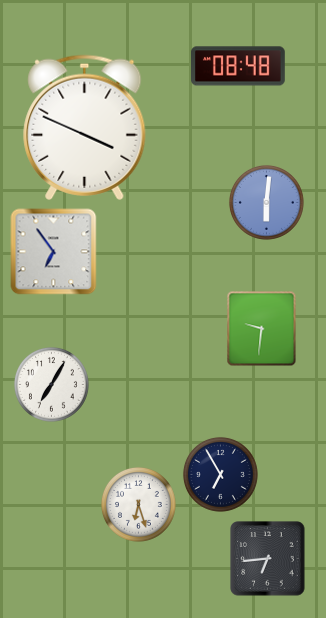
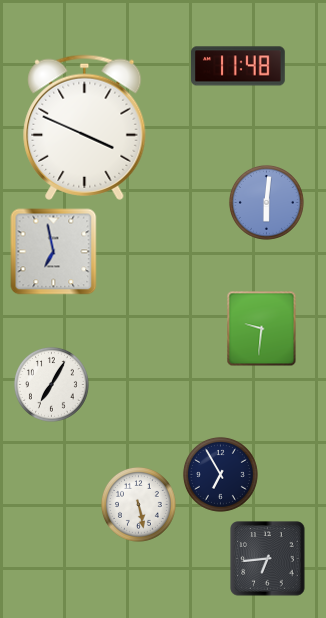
clock at (239, 66): 08:48 -> 11:48
clock at (54, 252): 6:54 -> 6:58
clock at (138, 504): 6:27 -> 5:28
